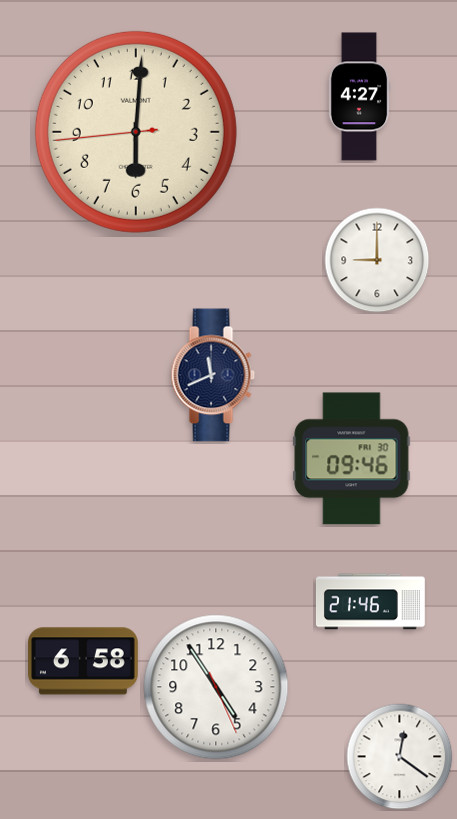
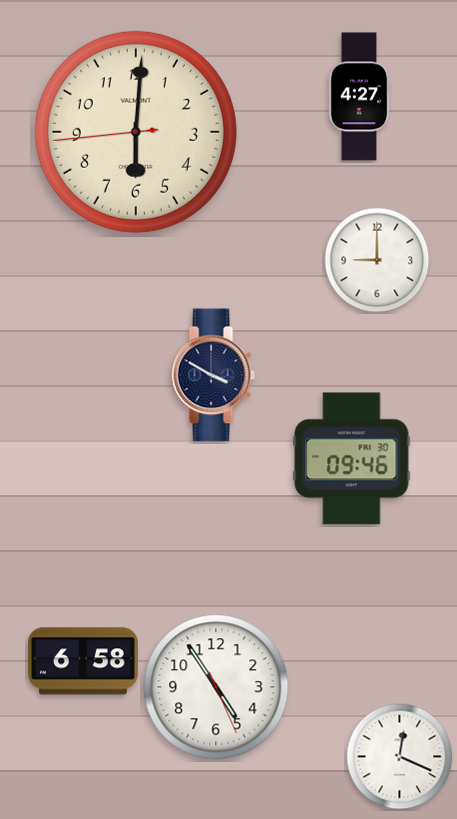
clock at (213, 375): 11:41 -> 3:50
clock at (370, 602): 21:46 -> none
clock at (400, 757): 12:21 -> 12:19
